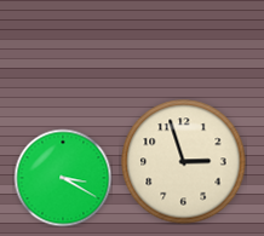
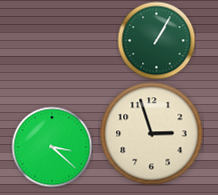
clock at (156, 40): none -> 1:05
clock at (63, 178): 3:20 -> 3:22
